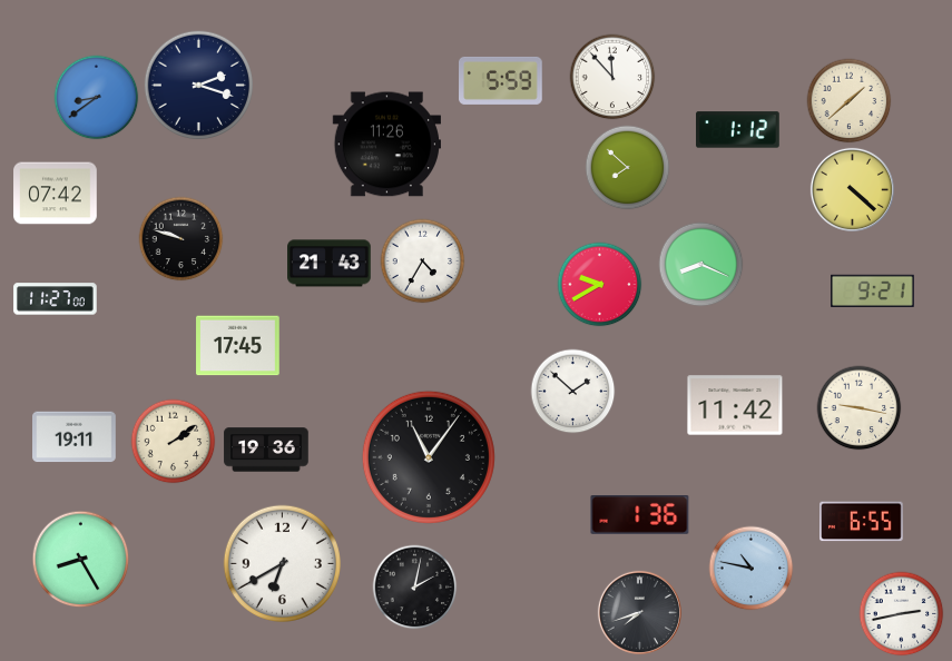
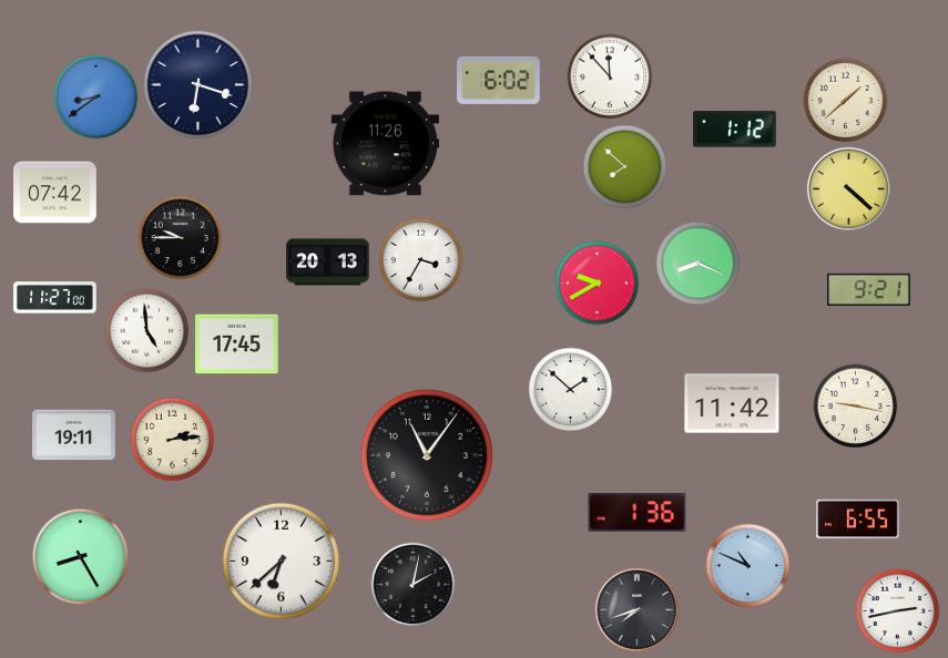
clock at (501, 80): 5:59 -> 6:02
clock at (199, 86): 2:18 -> 6:18
clock at (181, 239): 9:48 -> 9:45
clock at (423, 262): 4:35 -> 3:35
clock at (330, 264): 21:43 -> 20:13
clock at (147, 331): none -> 4:59
clock at (174, 442): 2:09 -> 2:14
clock at (266, 450): 19:36 -> none
clock at (282, 563): 6:40 -> 6:38
clock at (752, 569): 10:47 -> 10:49
